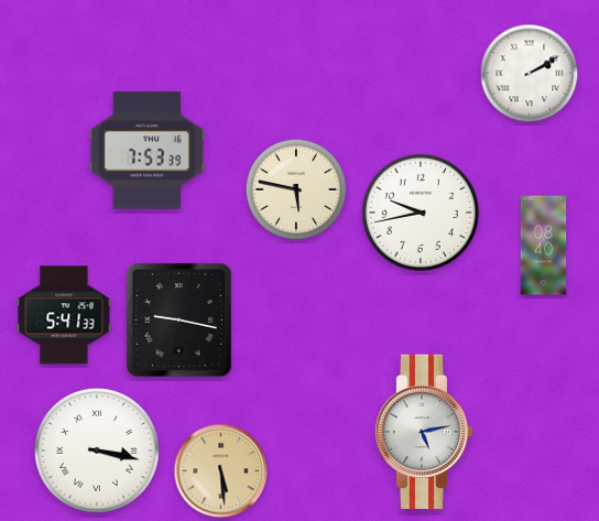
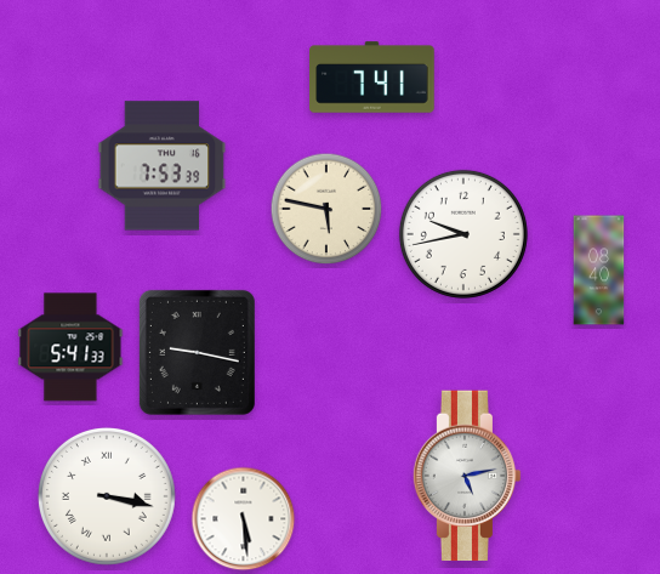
clock at (372, 78): none -> 7:41
clock at (530, 74): 2:10 -> none
clock at (221, 471) dial: champagne -> white
